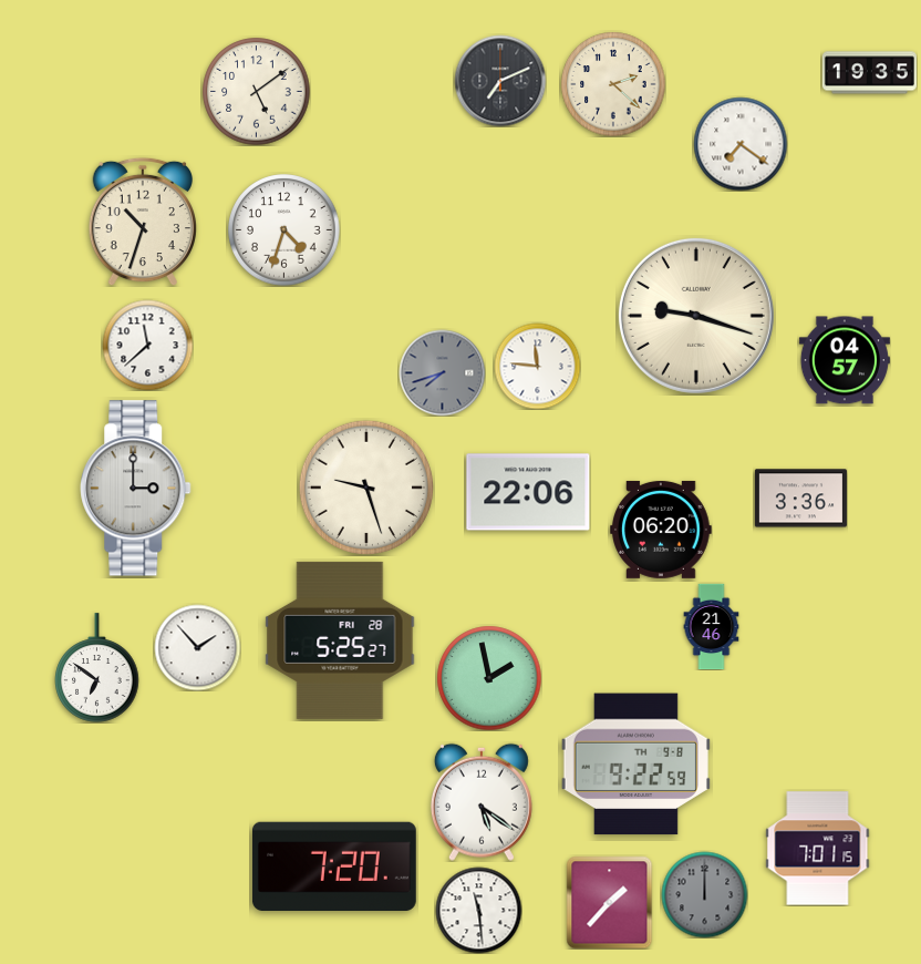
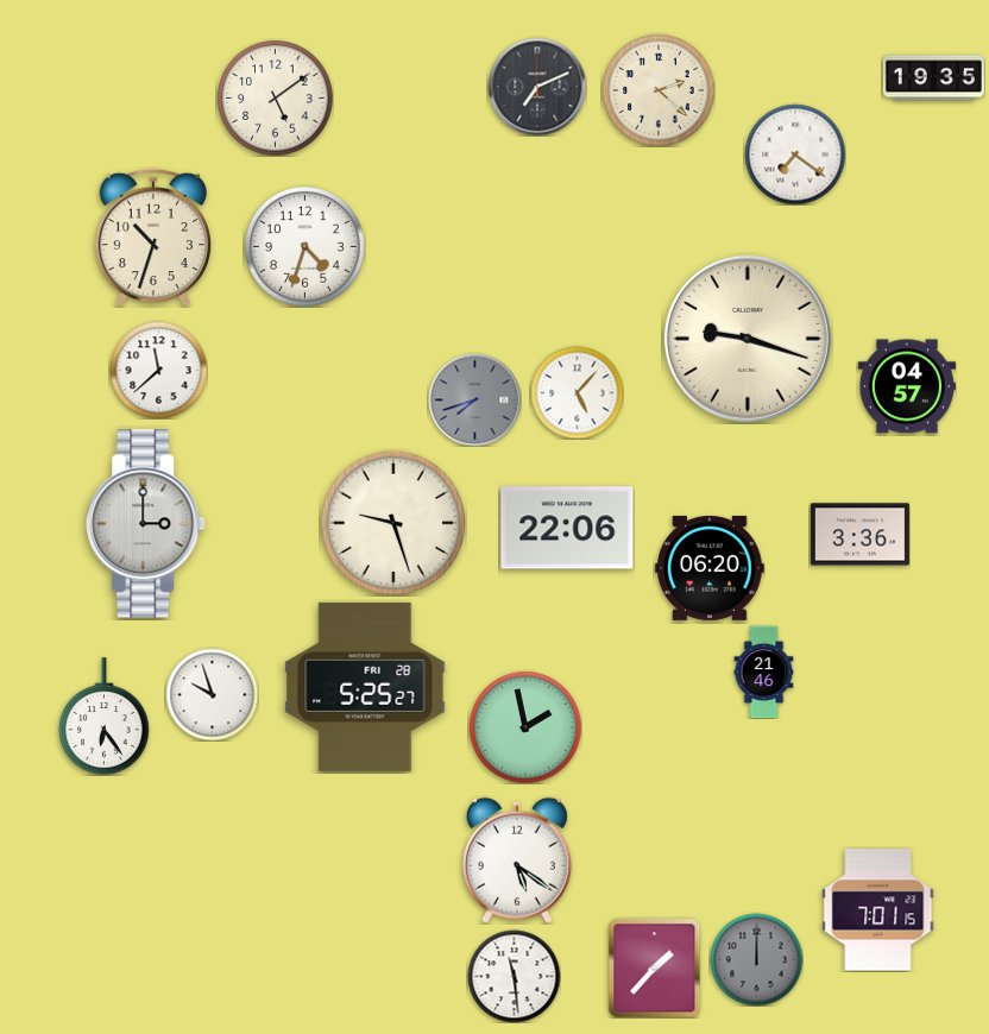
clock at (537, 366): 11:46 -> 5:07
clock at (197, 647): 1:53 -> 9:57
clock at (97, 668): 6:51 -> 6:24
clock at (635, 765): 9:22 -> none
clock at (334, 865): 7:20 -> none
